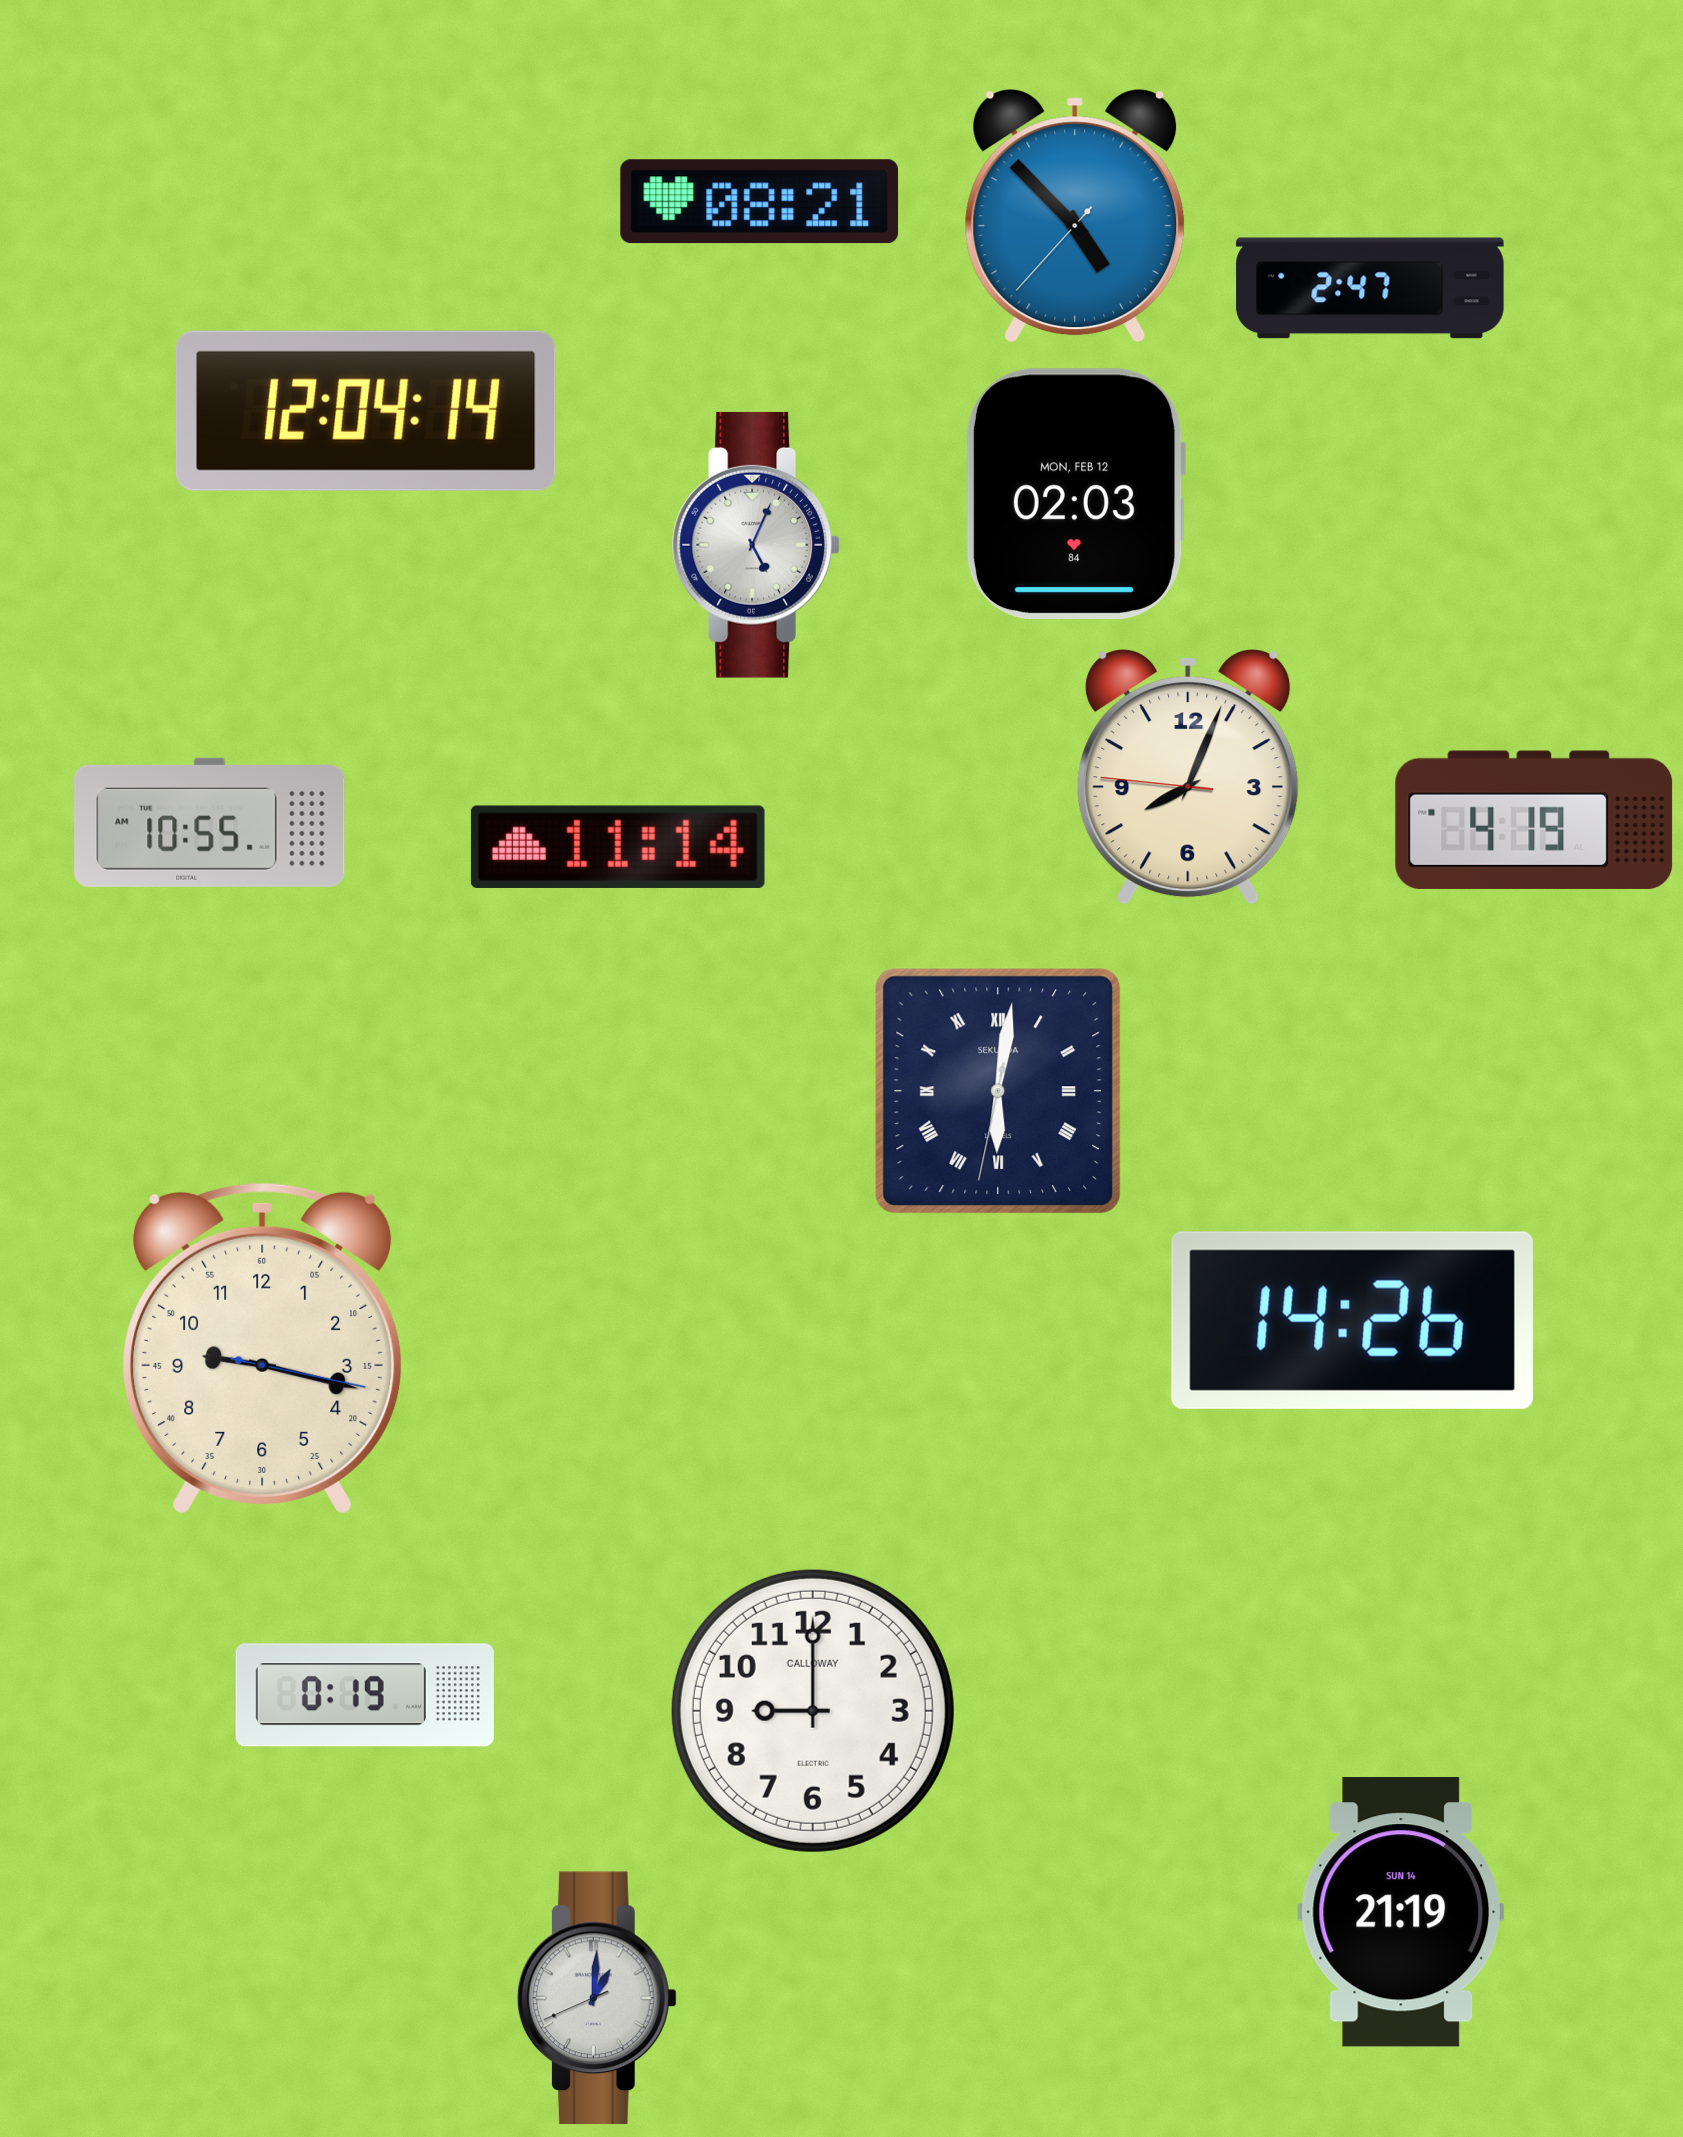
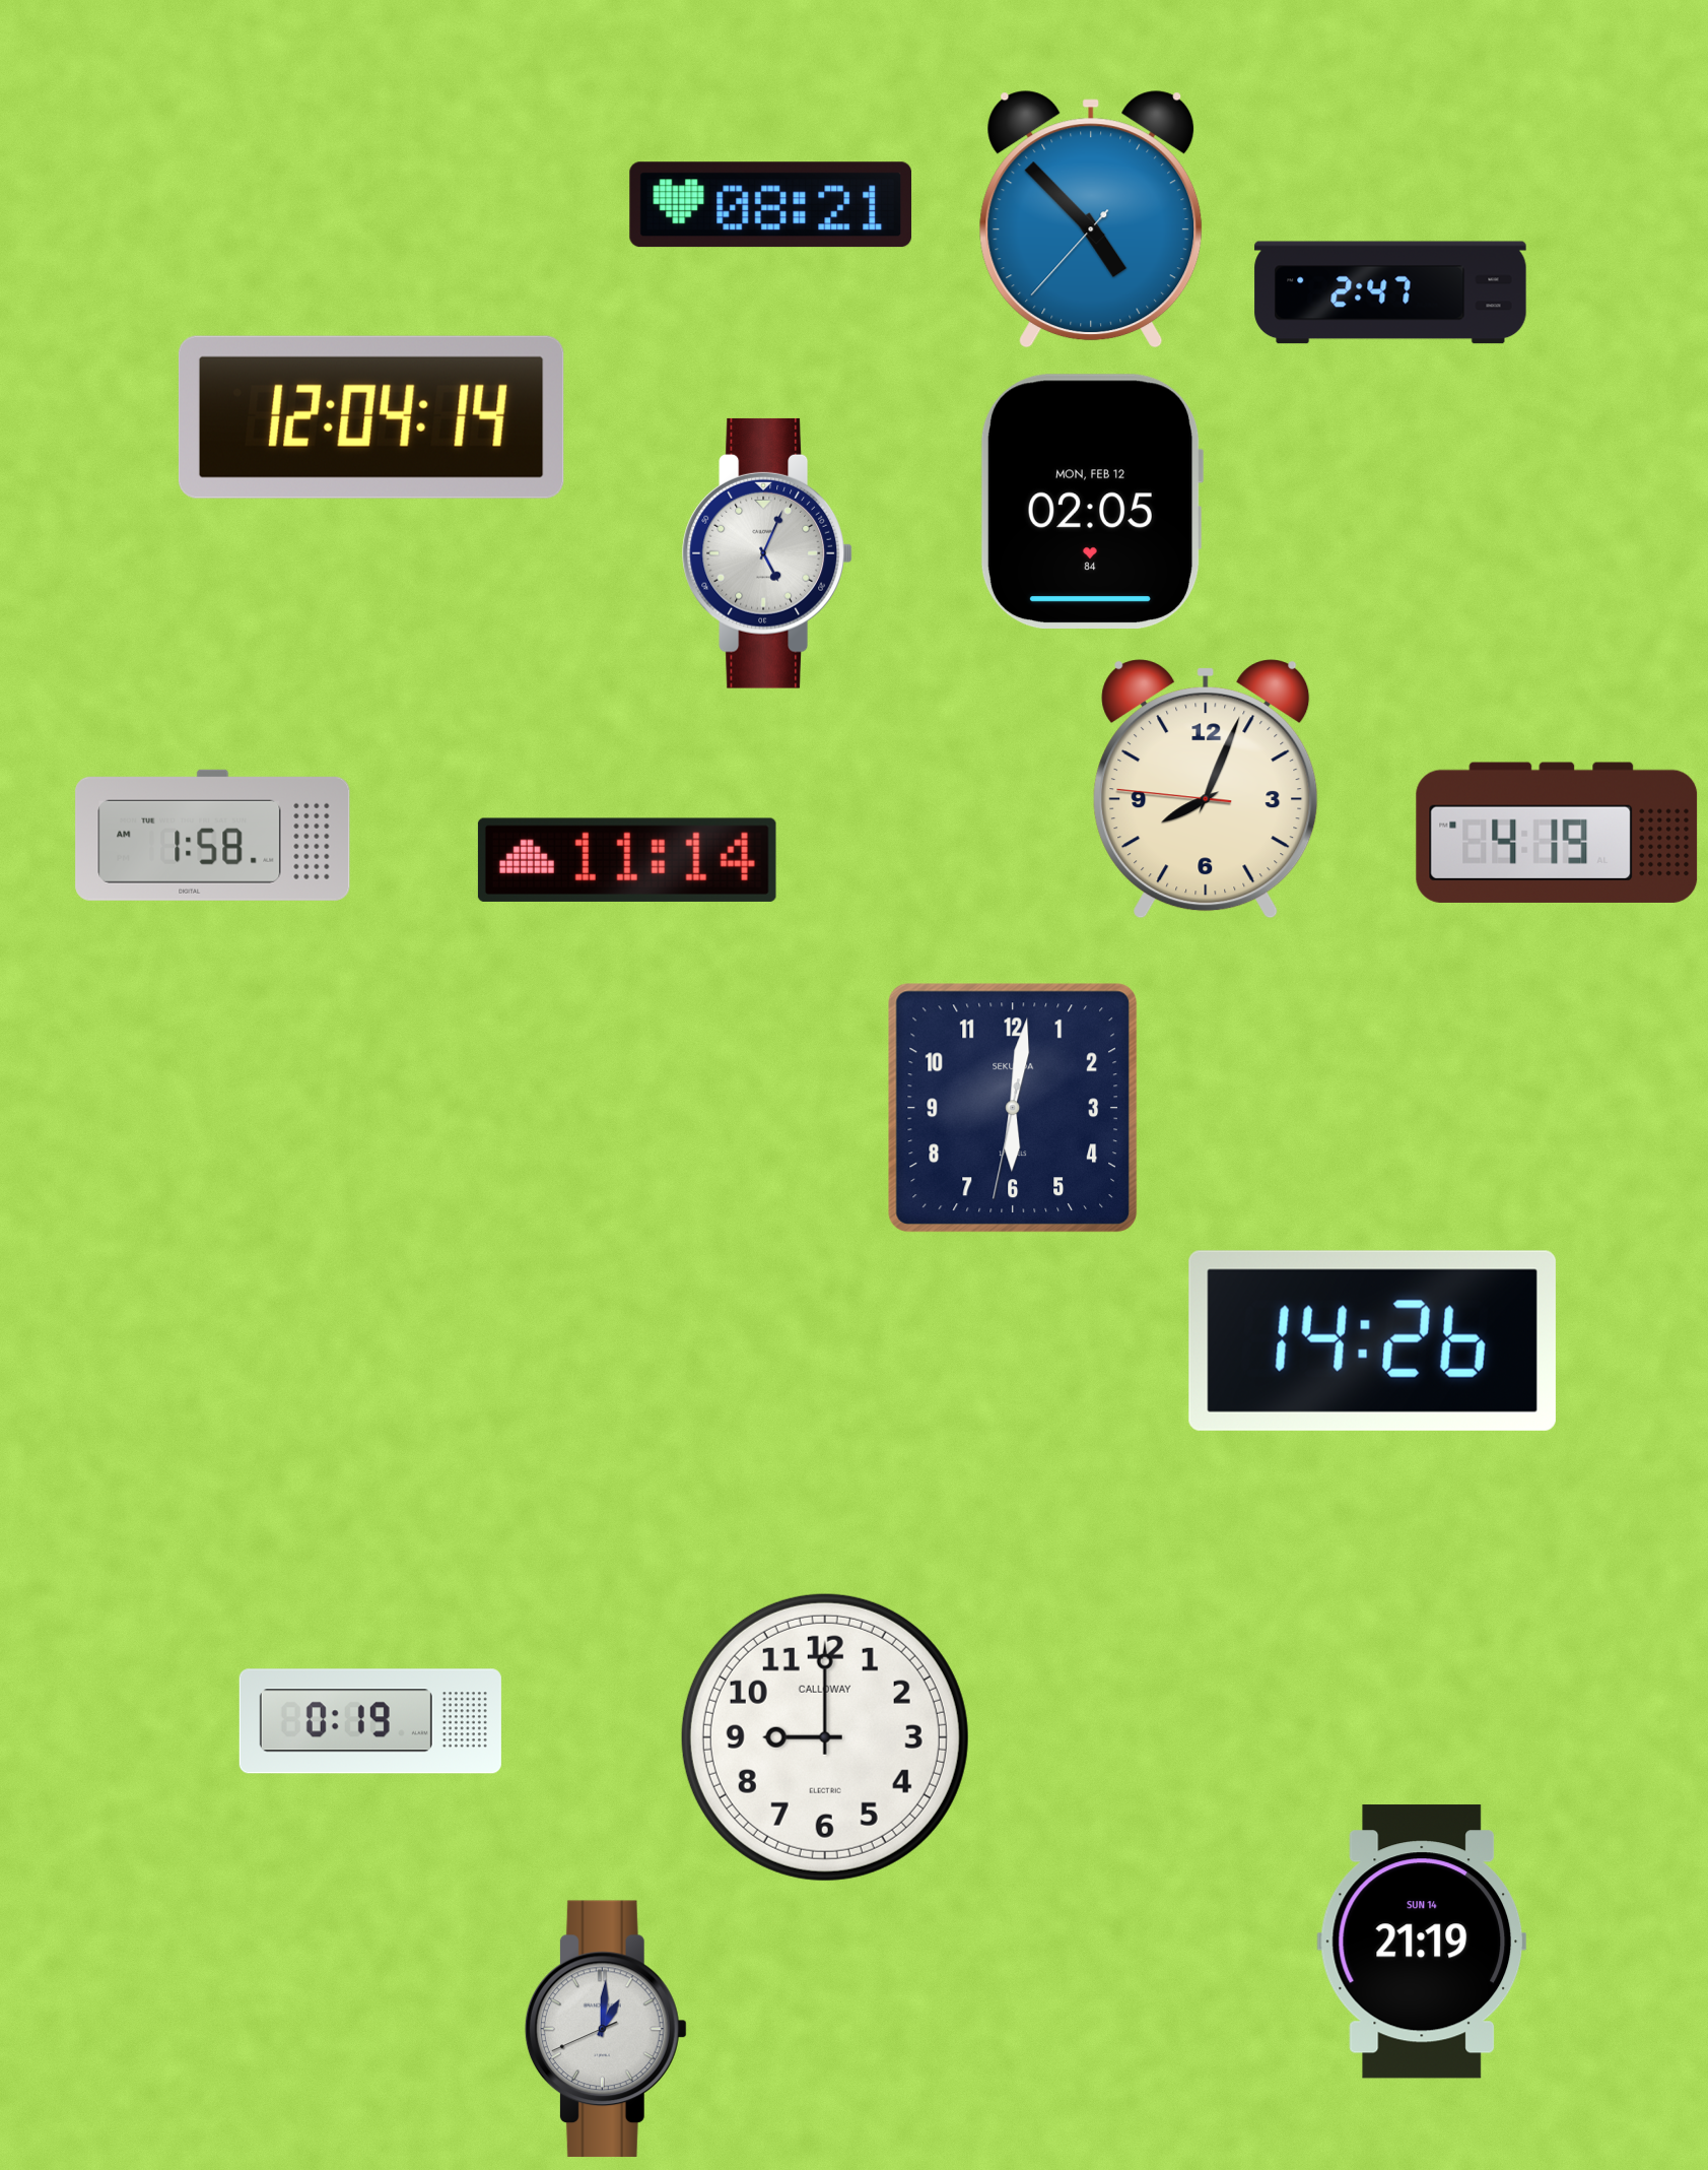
clock at (1076, 493): 02:03 -> 02:05
clock at (210, 822): 10:55 -> 1:58
clock at (997, 1090) numerals: Roman -> Arabic
clock at (263, 1348): 9:17 -> none
